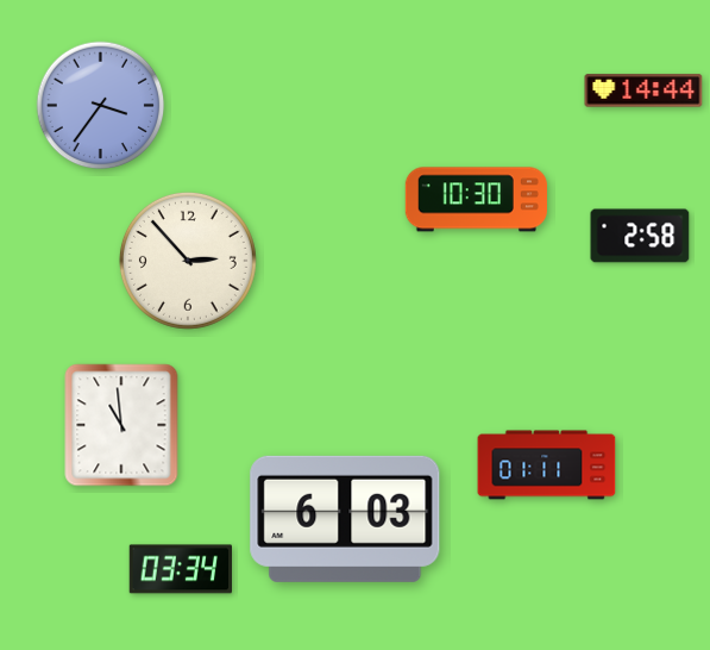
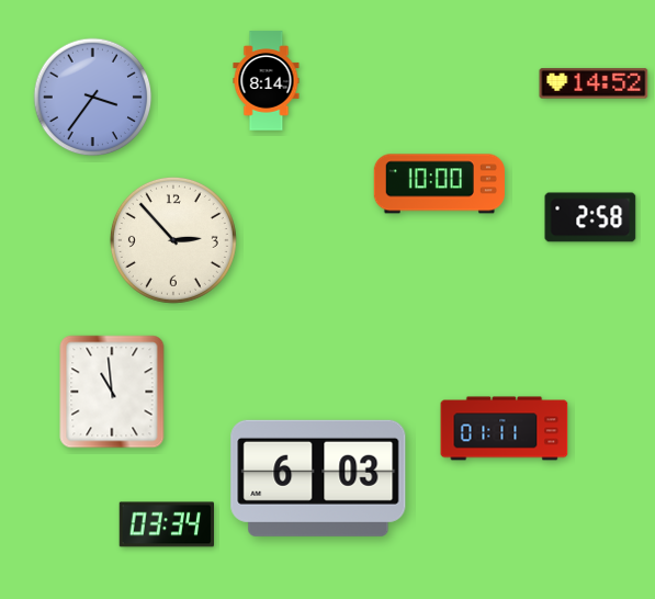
clock at (267, 81): none -> 8:14
clock at (643, 90): 14:44 -> 14:52
clock at (476, 200): 10:30 -> 10:00
